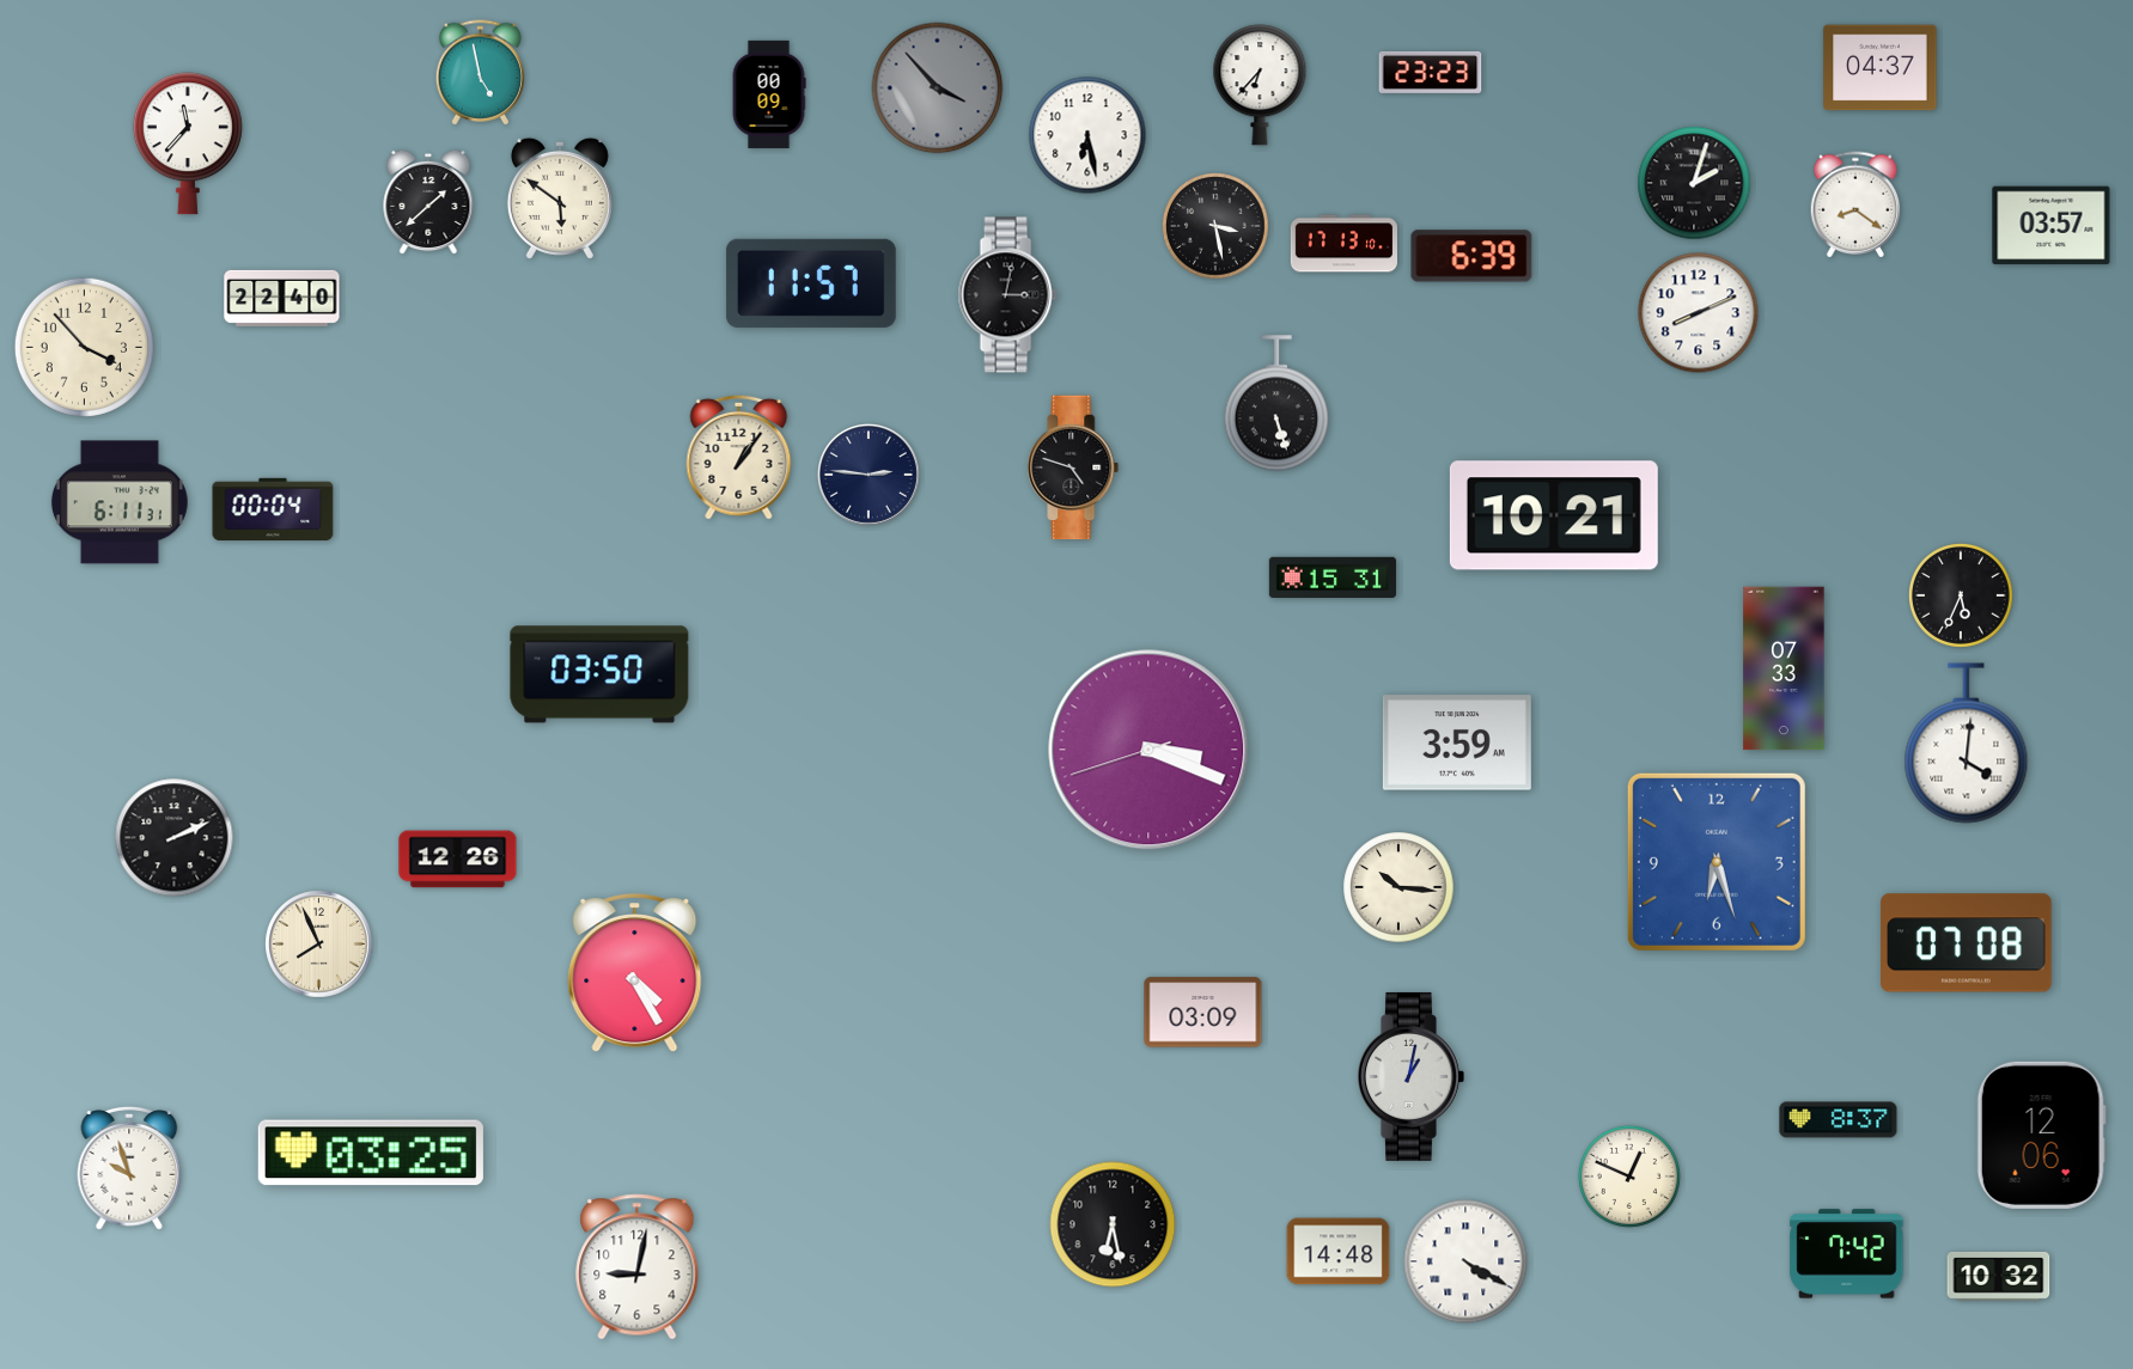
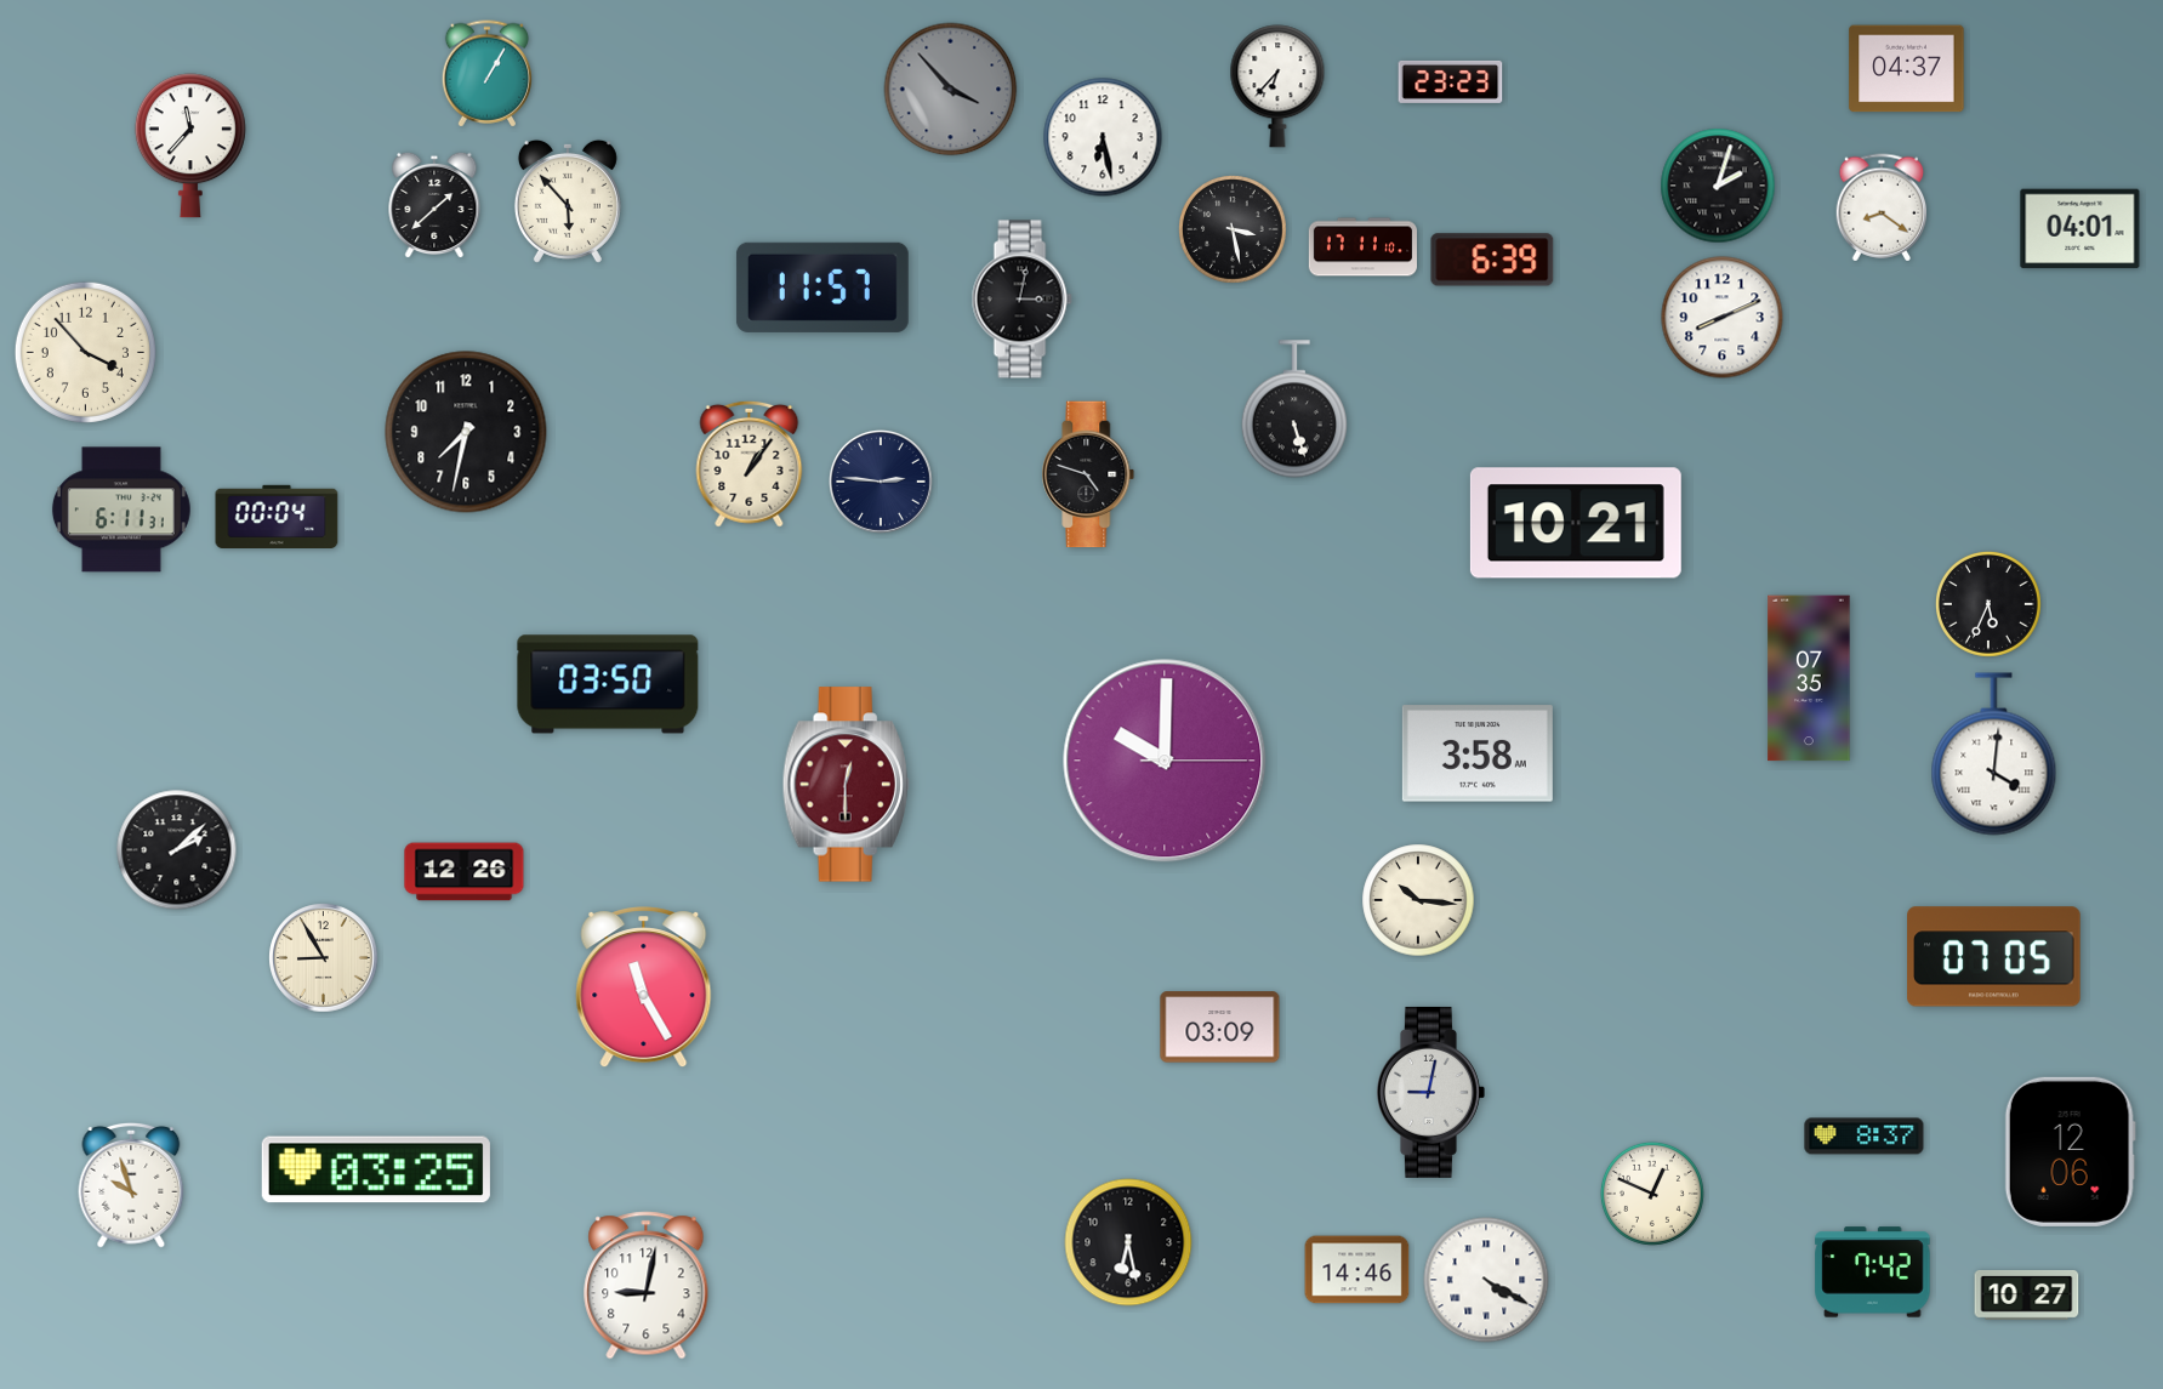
clock at (1431, 72) position: (1431, 72) -> (1451, 81)
clock at (480, 73): 4:58 -> 1:05
clock at (769, 94): 00:09 -> none
clock at (560, 198): 5:51 -> 5:53
clock at (2052, 226): 03:57 -> 04:01
clock at (1343, 244): 17:13 -> 17:11
clock at (282, 298): 22:40 -> none
clock at (466, 432): none -> 7:32
clock at (1333, 577): 15:31 -> none
clock at (1784, 668): 07:33 -> 07:35
clock at (1457, 742): 3:59 -> 3:58
clock at (1148, 750): 3:18 -> 10:00
clock at (846, 785): none -> 12:30
clock at (175, 838): 2:11 -> 2:08
clock at (1717, 862): 6:27 -> none
clock at (1967, 943): 07:08 -> 07:05
clock at (319, 945): 7:56 -> 8:55
clock at (635, 973): 4:25 -> 11:25
clock at (1410, 1076): 1:02 -> 9:02
clock at (1339, 1252): 14:48 -> 14:46
clock at (1999, 1276): 10:32 -> 10:27
